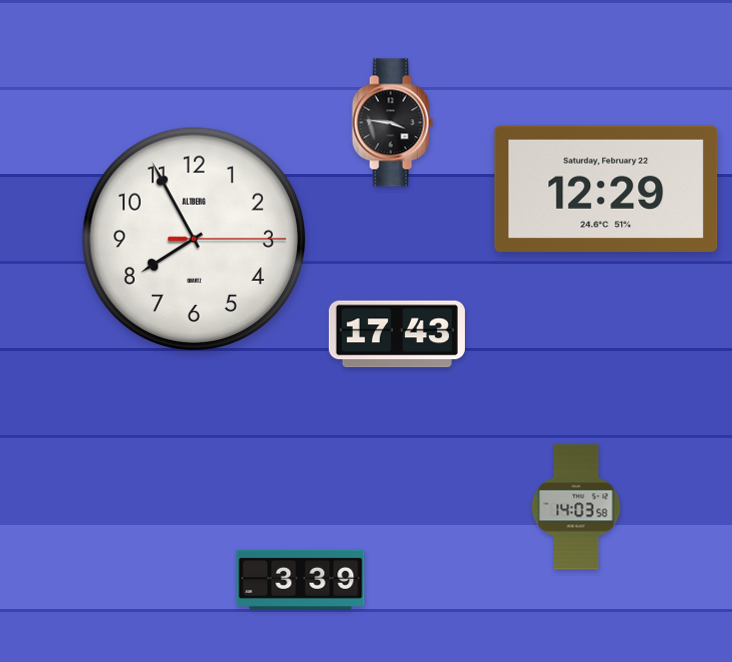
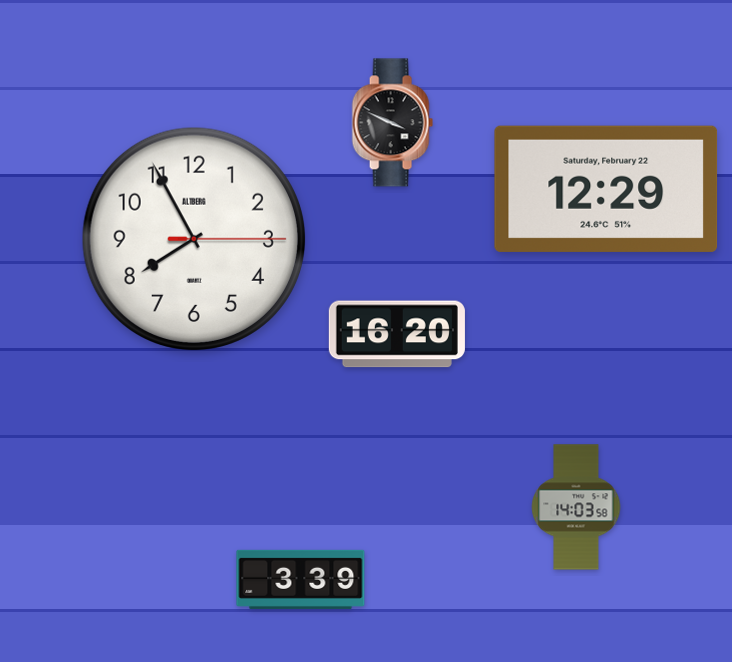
clock at (392, 123): 3:46 -> 3:49
clock at (397, 334): 17:43 -> 16:20
